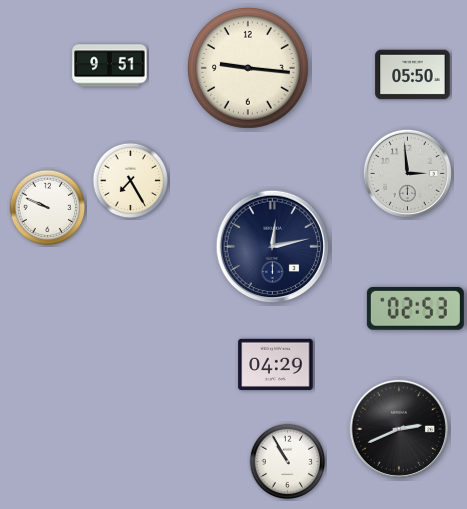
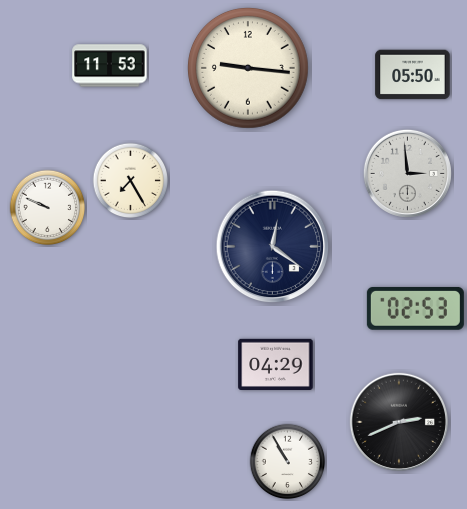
clock at (110, 66): 9:51 -> 11:53
clock at (273, 247): 12:13 -> 12:21
clock at (398, 428) position: (398, 428) -> (398, 421)
